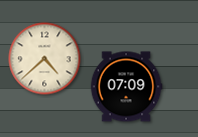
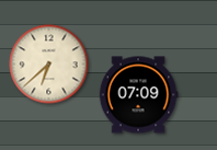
clock at (45, 59): 4:38 -> 6:38
